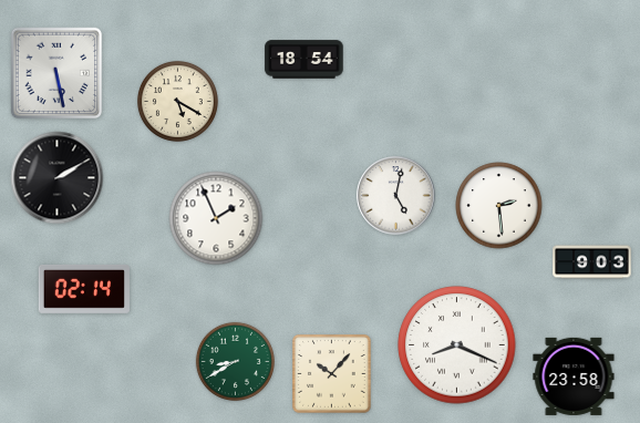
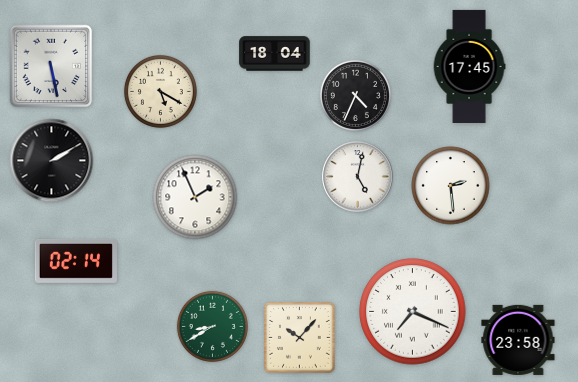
clock at (304, 60): 18:54 -> 18:04
clock at (469, 66): none -> 17:45
clock at (355, 95): none -> 4:34
clock at (592, 262): 9:03 -> none
clock at (457, 345): 8:19 -> 7:19
